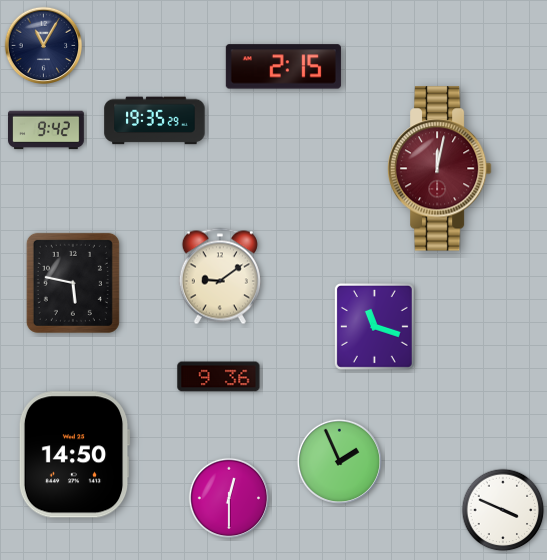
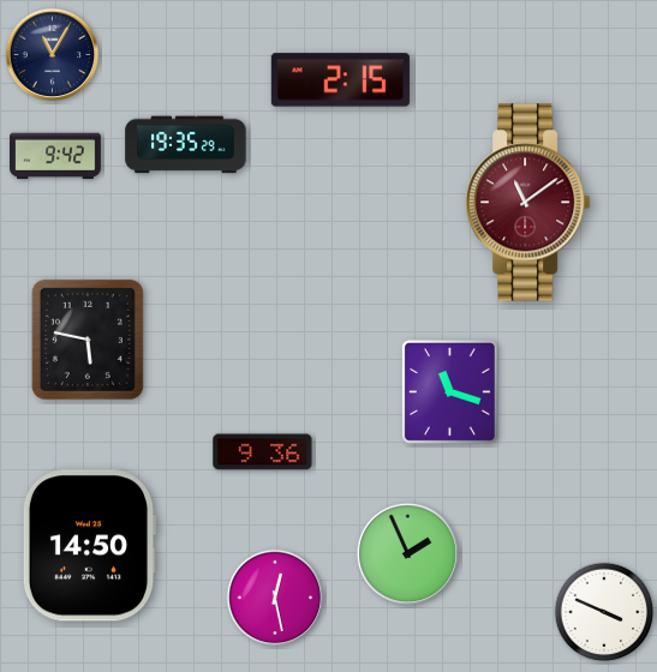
clock at (439, 169): 12:02 -> 11:09
clock at (220, 276): 9:09 -> none
clock at (229, 498): 12:30 -> 12:28
